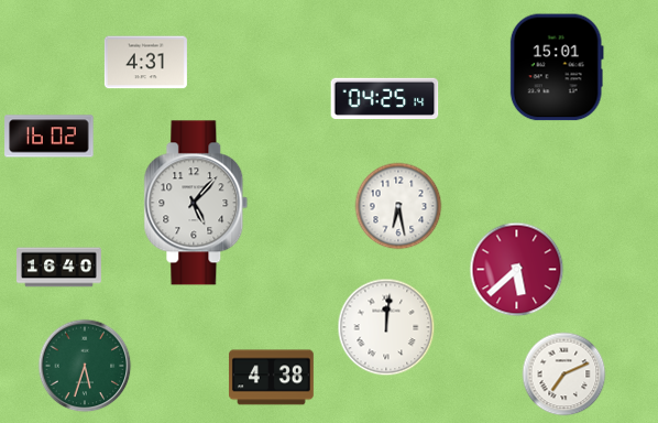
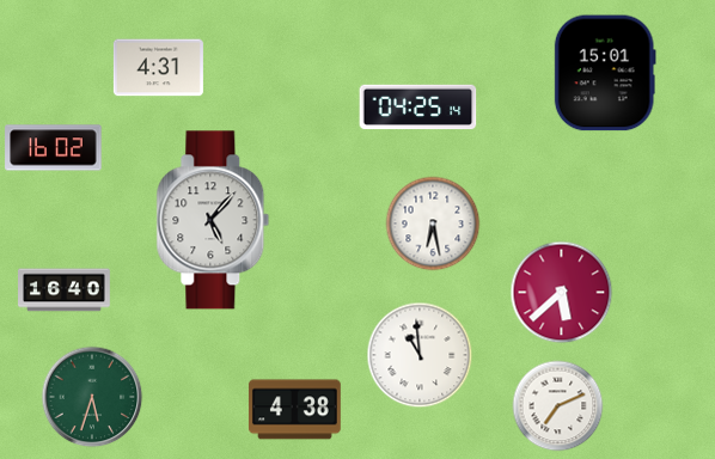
clock at (386, 327): 12:01 -> 10:59
clock at (564, 375) position: (564, 375) -> (558, 406)
